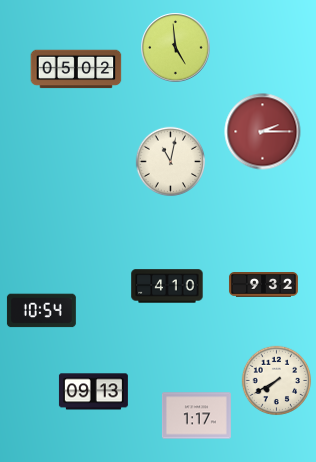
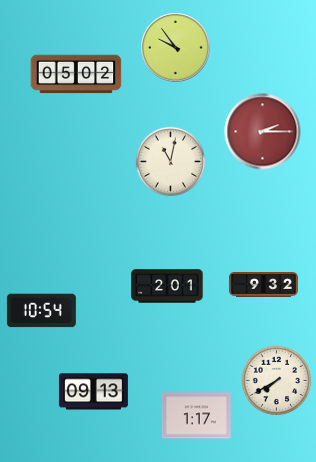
clock at (176, 48): 4:59 -> 9:54
clock at (76, 69) position: (76, 69) -> (76, 74)
clock at (167, 286): 4:10 -> 2:01
